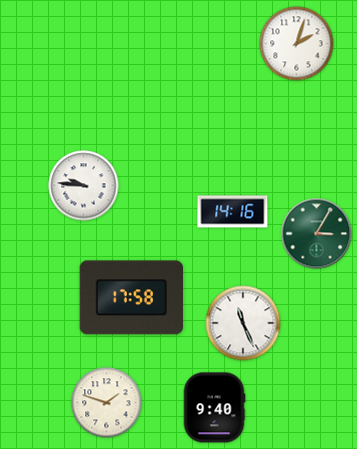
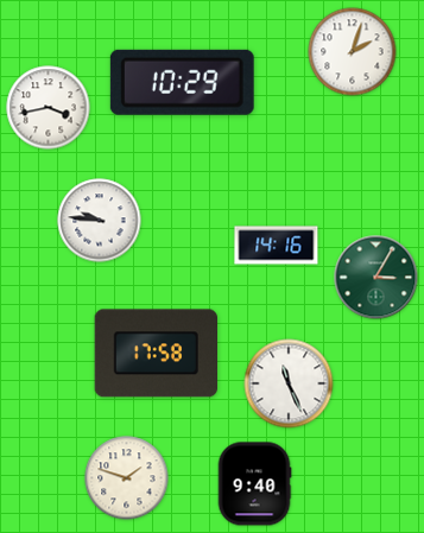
clock at (182, 82): none -> 10:29
clock at (49, 108): none -> 3:43
clock at (233, 212) position: (233, 212) -> (277, 246)
